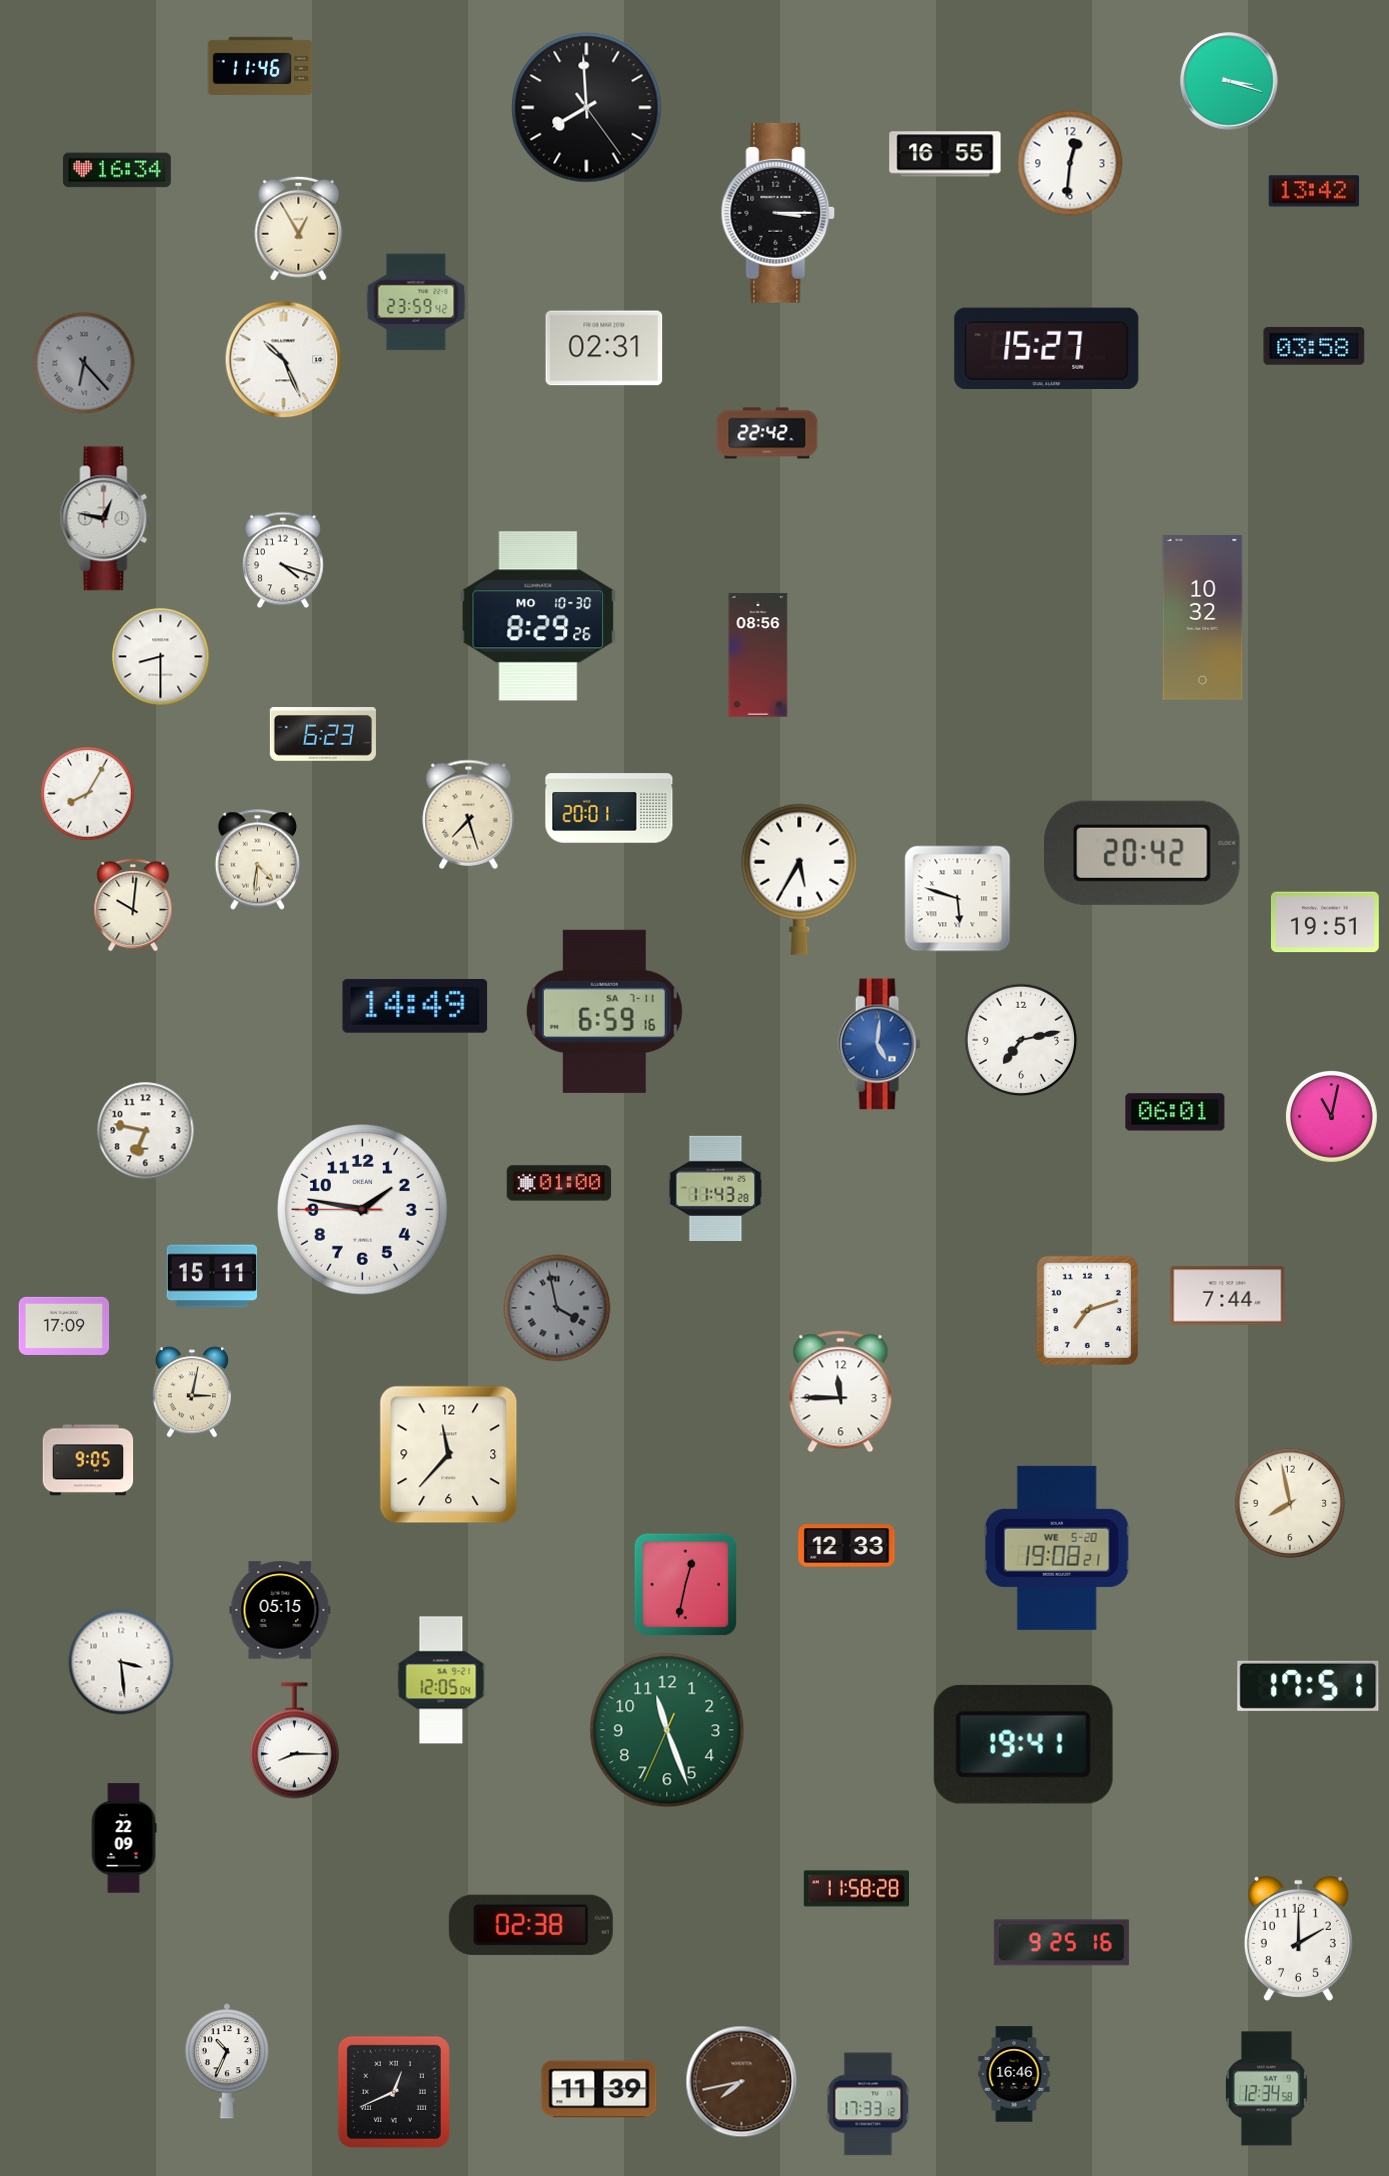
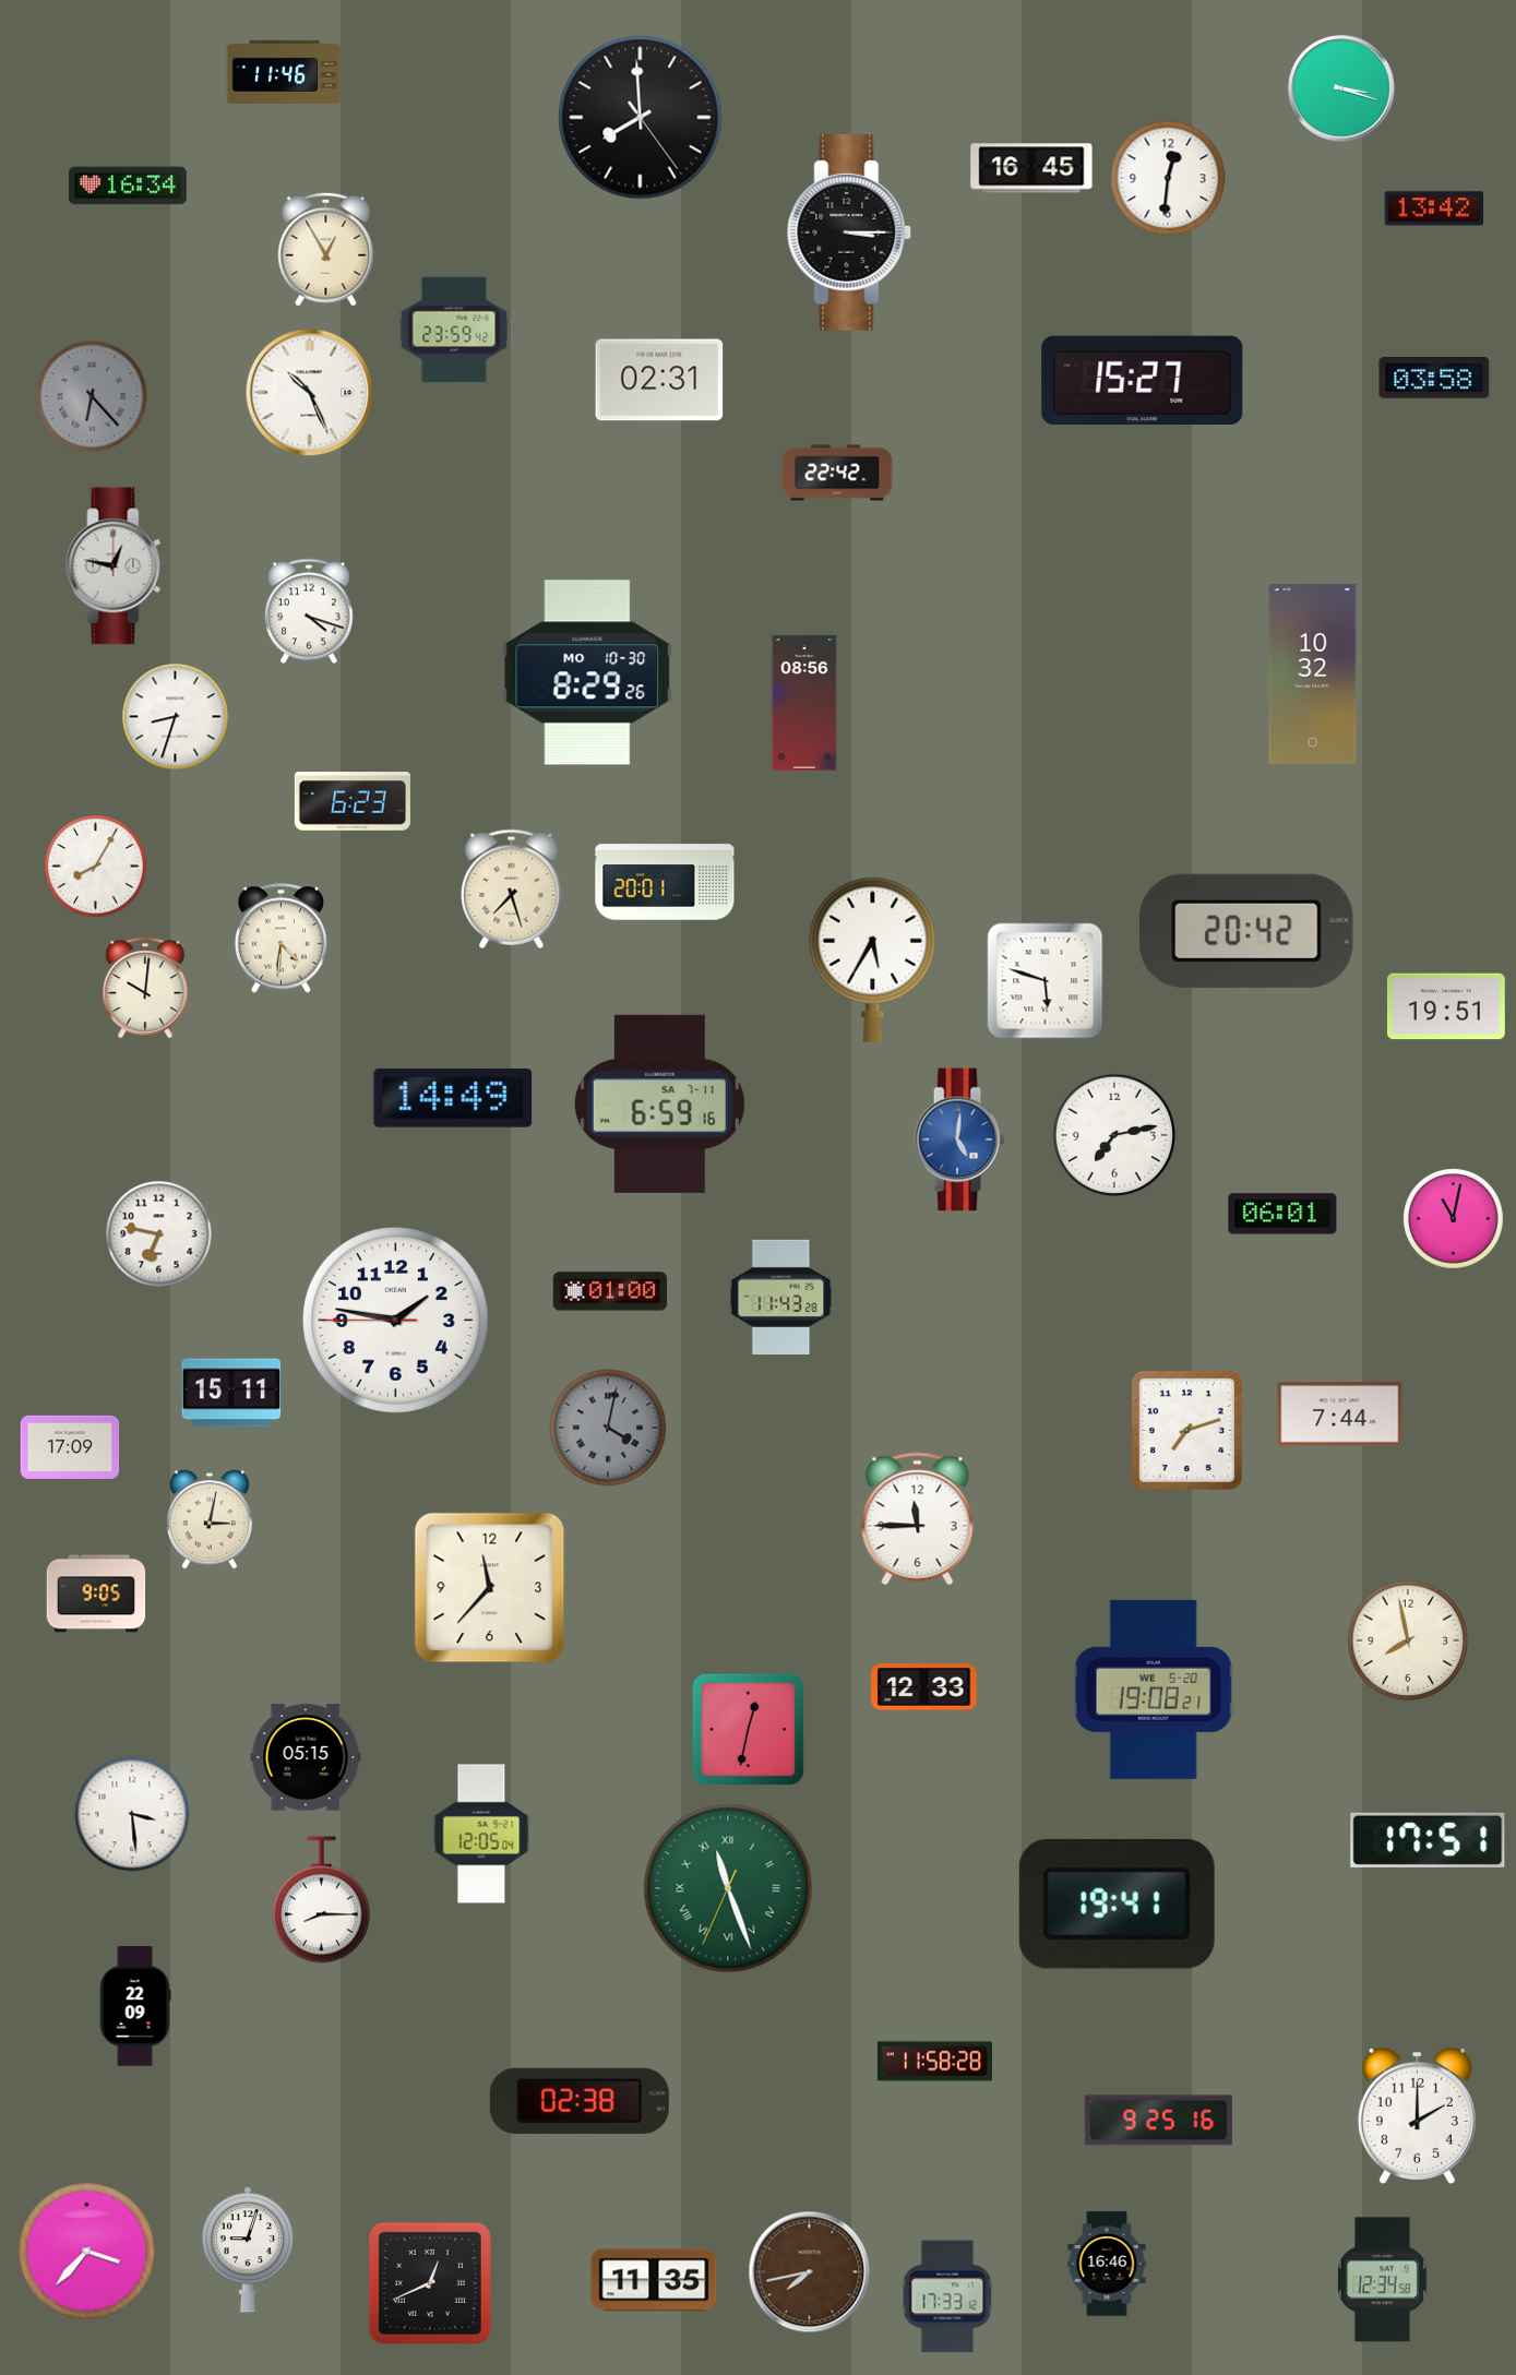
clock at (945, 154): 16:55 -> 16:45
clock at (758, 655) position: (758, 655) -> (804, 703)
clock at (161, 657): 8:30 -> 8:33
clock at (557, 1308): 3:58 -> 4:02
clock at (667, 1730) numerals: Arabic -> Roman
clock at (227, 2061): 10:34 -> 9:03
clock at (87, 2252): none -> 3:37
clock at (599, 2089): 11:39 -> 11:35
